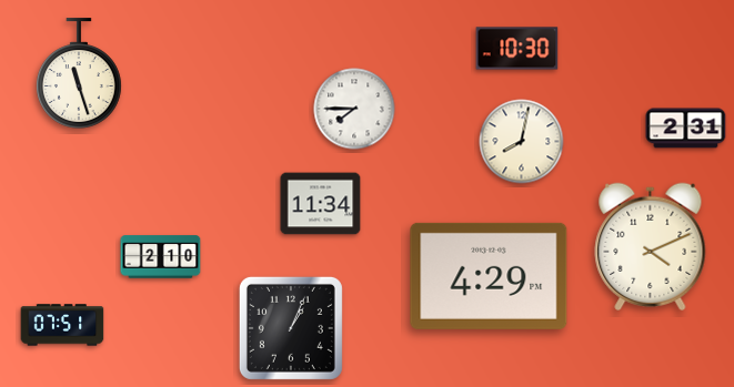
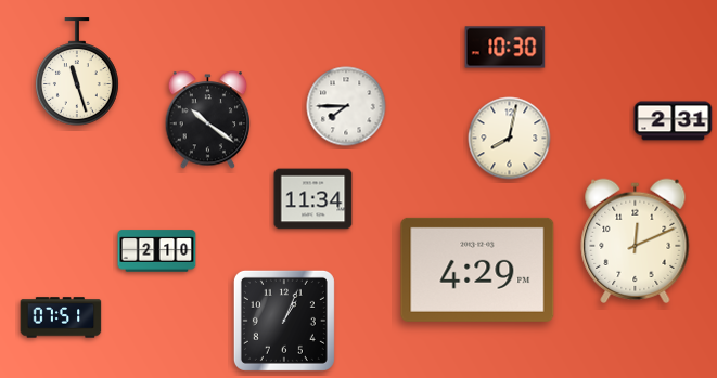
clock at (208, 120): none -> 10:21
clock at (686, 129) position: (686, 129) -> (674, 121)
clock at (651, 246): 4:11 -> 12:11
